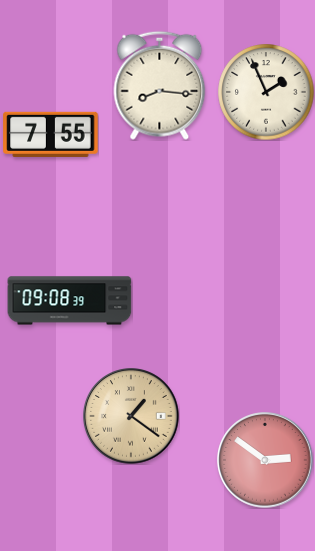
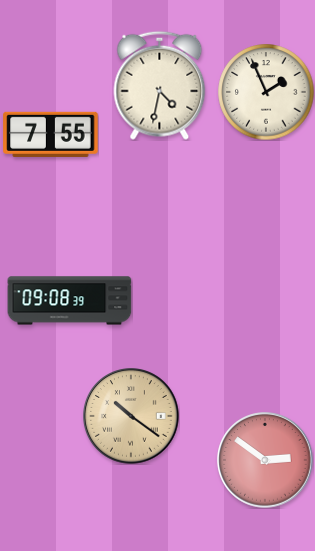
clock at (160, 85): 8:16 -> 4:32
clock at (131, 416): 1:21 -> 10:21
